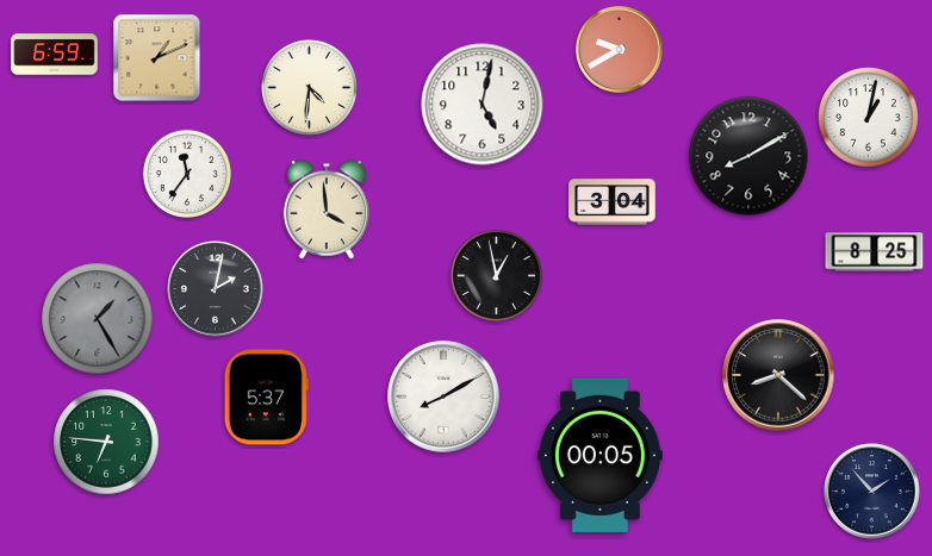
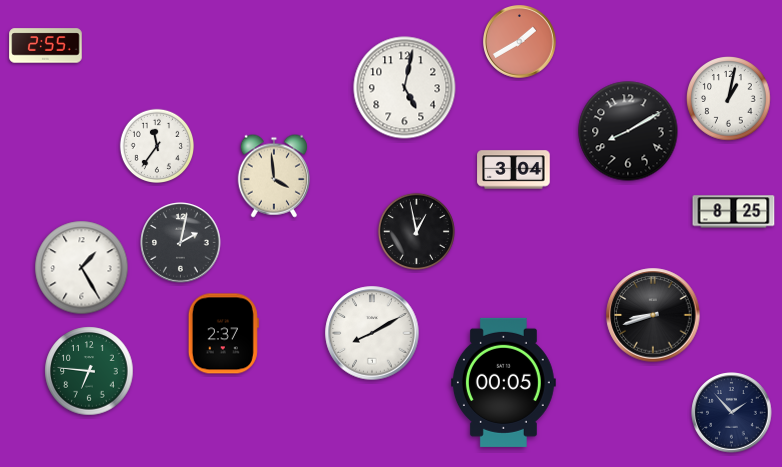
clock at (620, 50): 9:40 -> 1:40
clock at (55, 55): 6:59 -> 2:55
clock at (157, 58): 1:11 -> none
clock at (309, 87): 4:31 -> none
clock at (98, 319) dial: grey -> white
clock at (778, 375): 8:22 -> 8:42
clock at (266, 398): 5:37 -> 2:37
